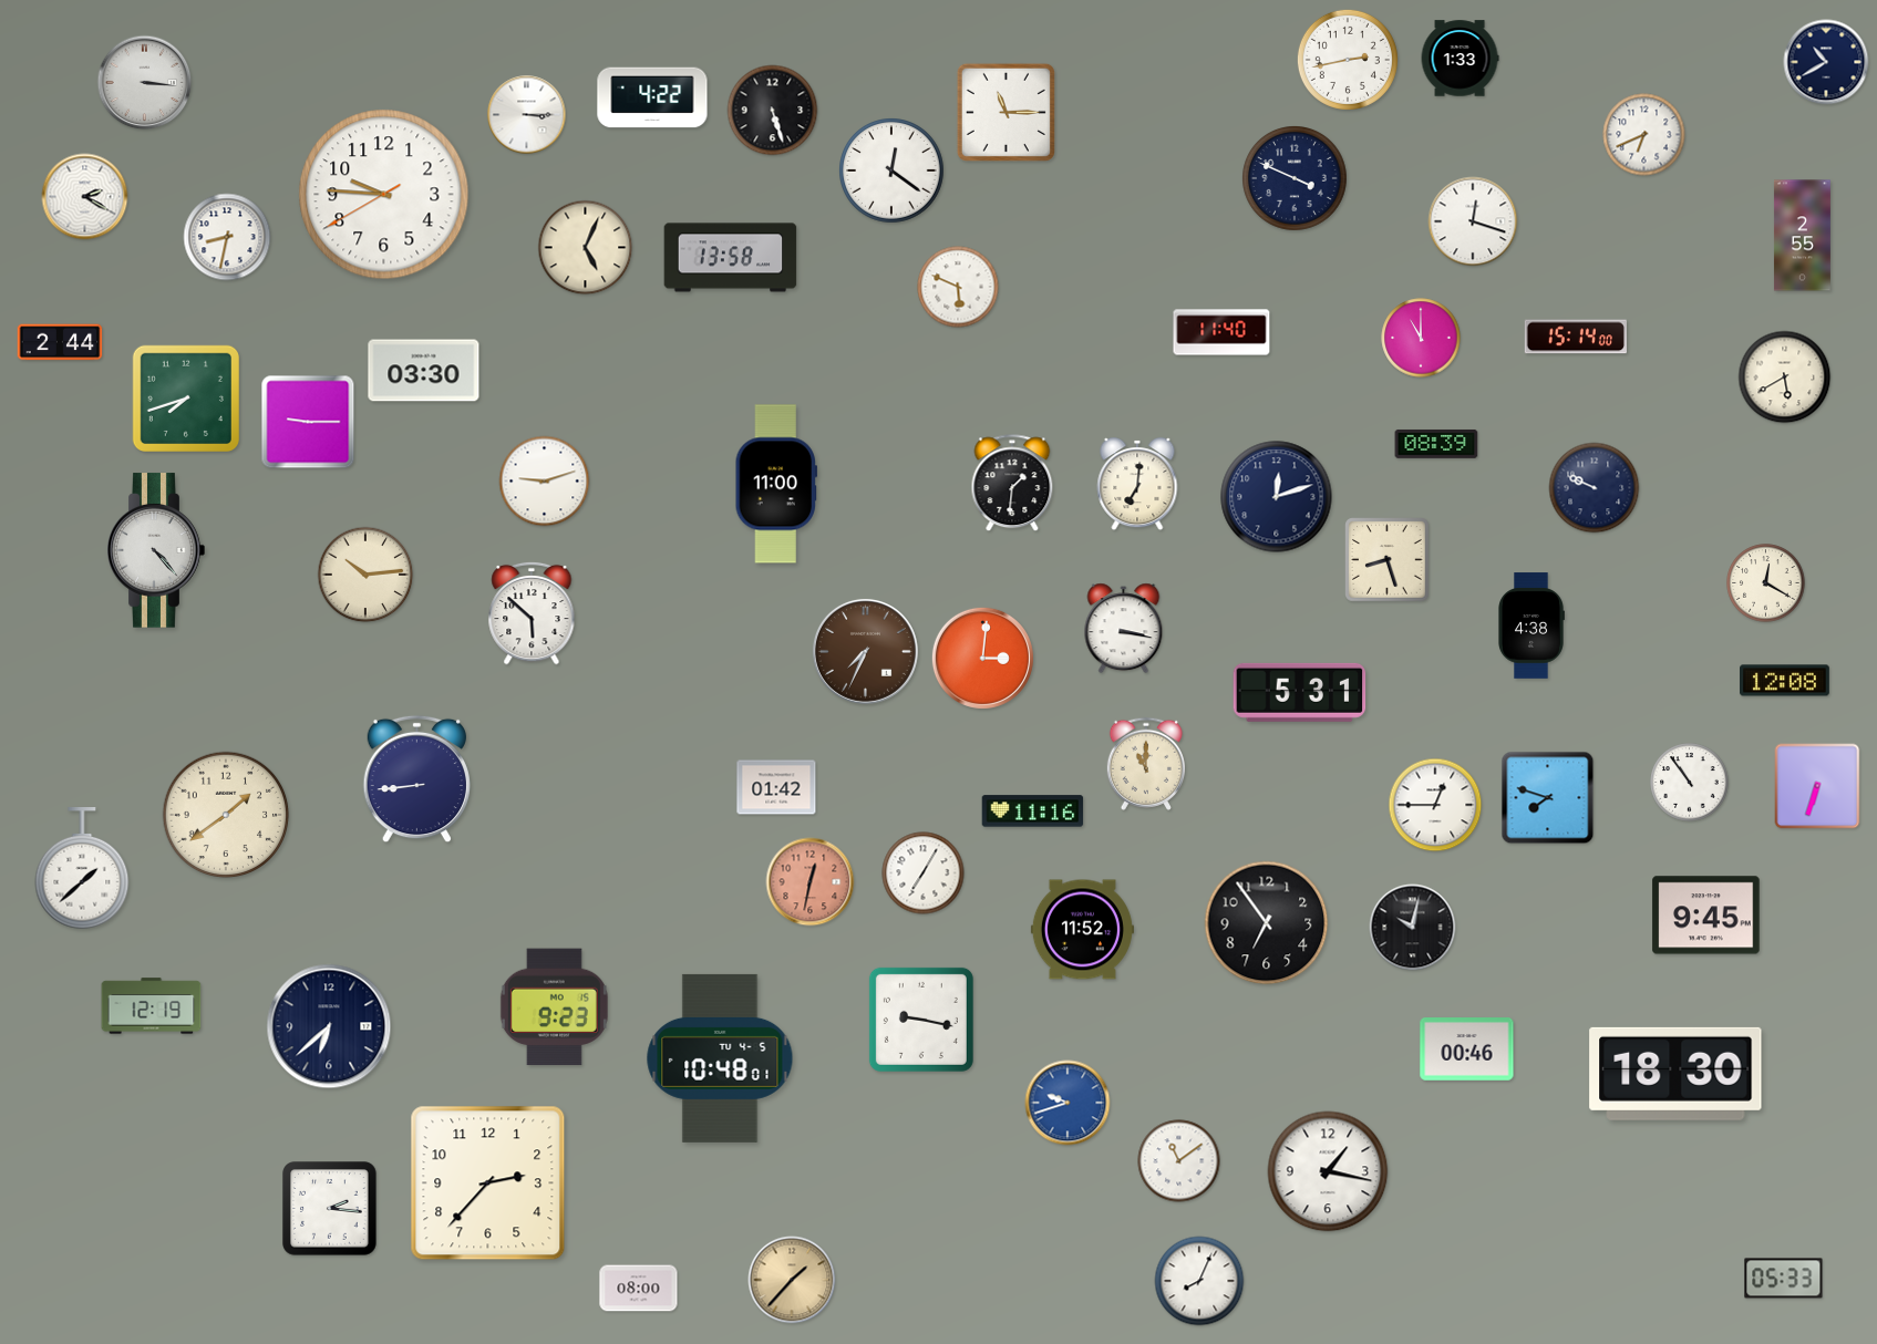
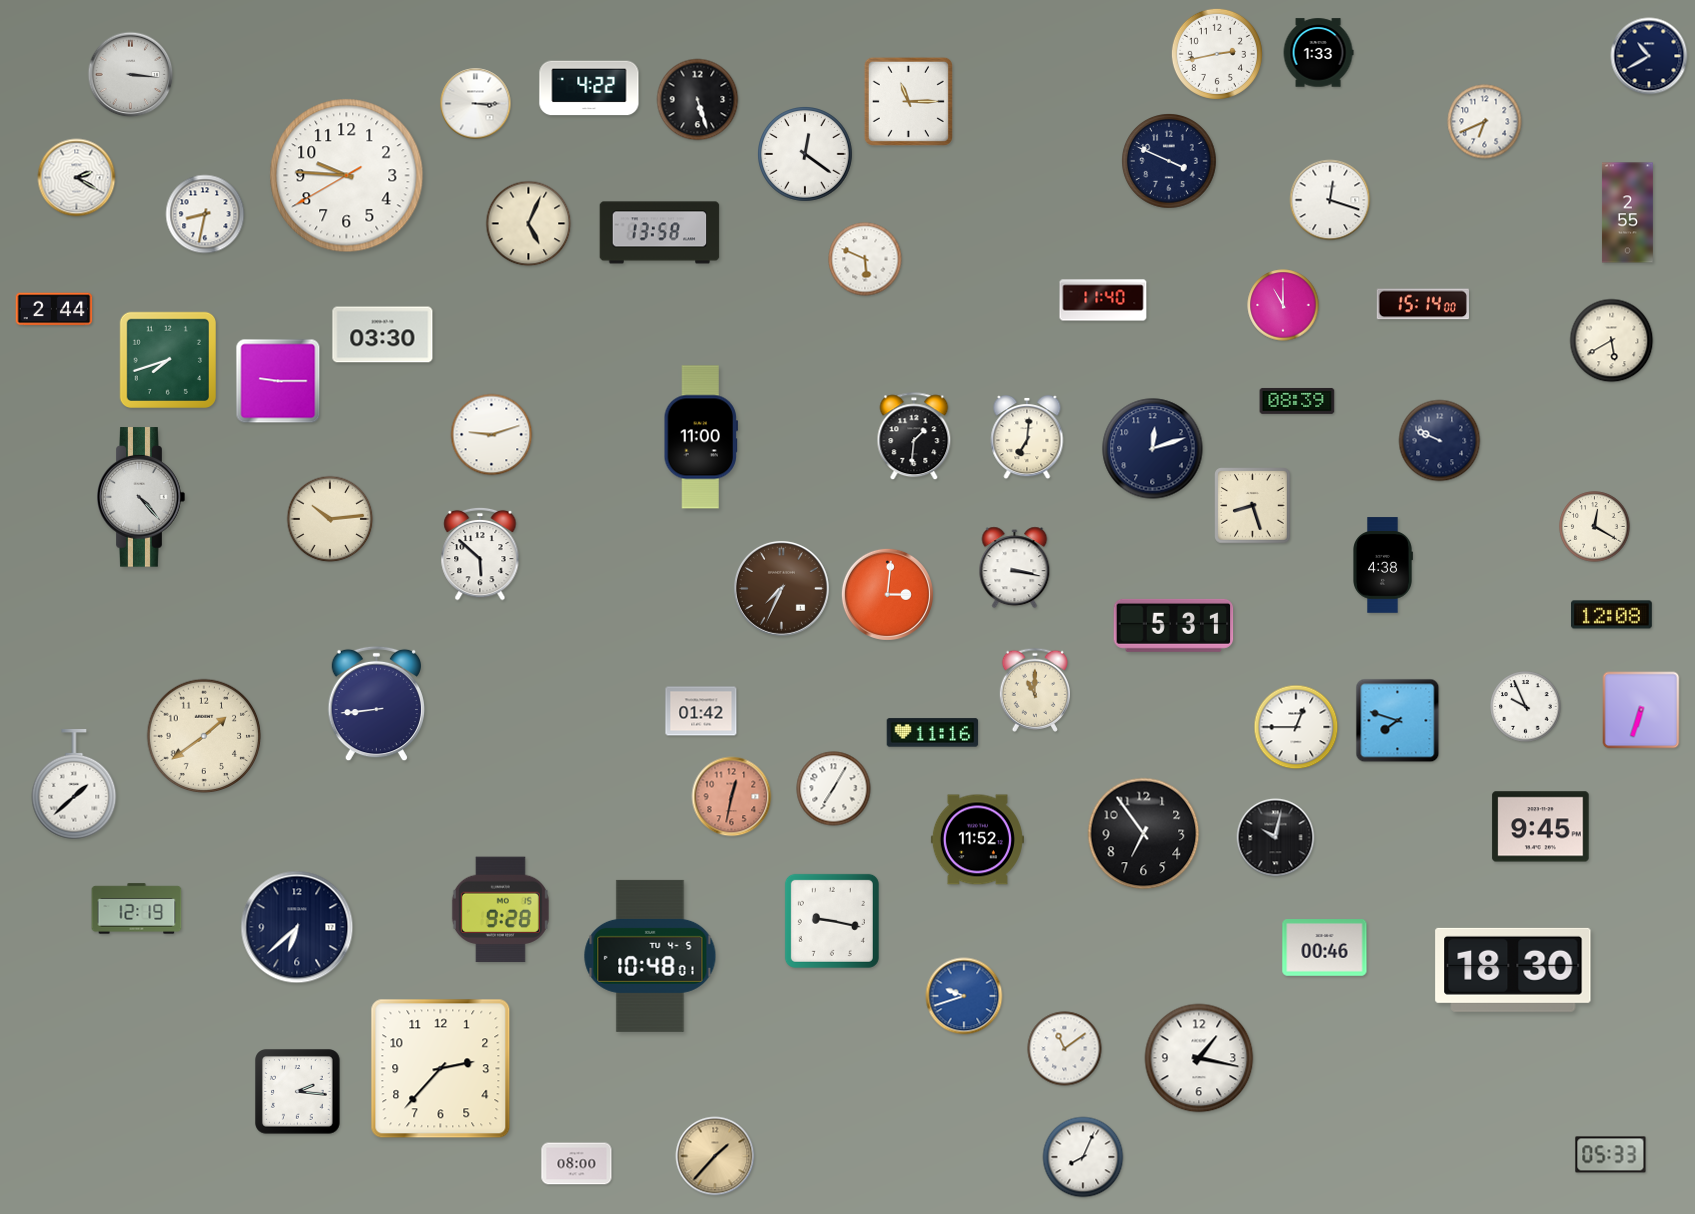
clock at (1690, 783): 10:54 -> 9:56
clock at (554, 1007): 9:23 -> 9:28
